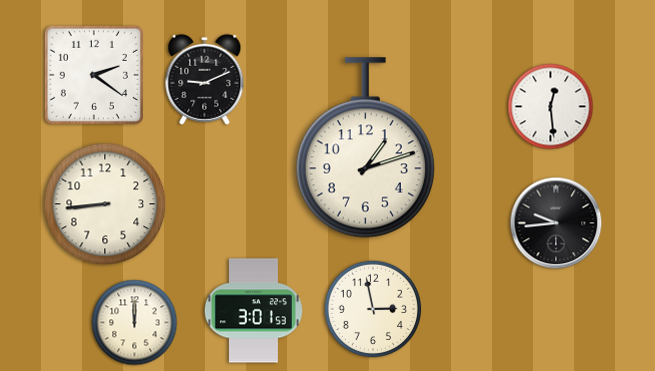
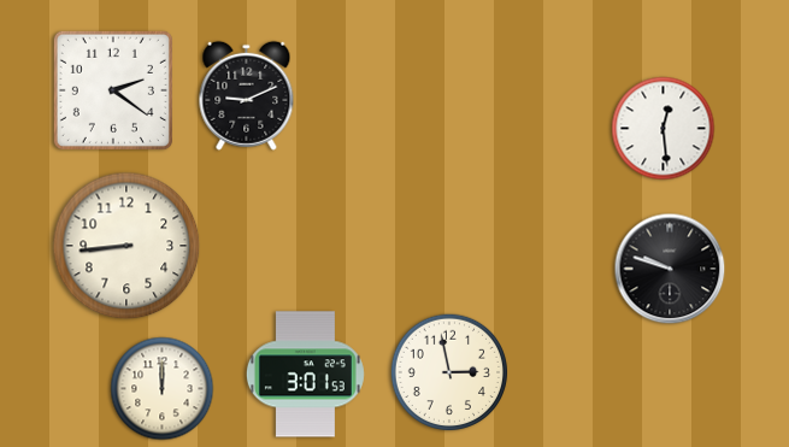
clock at (365, 148): 1:12 -> none
clock at (556, 223): 9:44 -> 9:48
